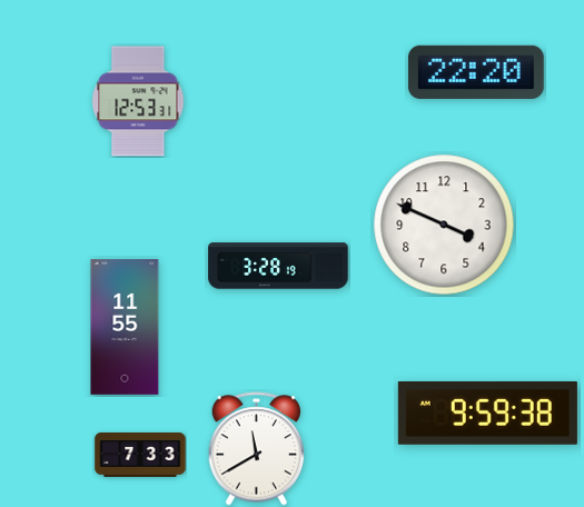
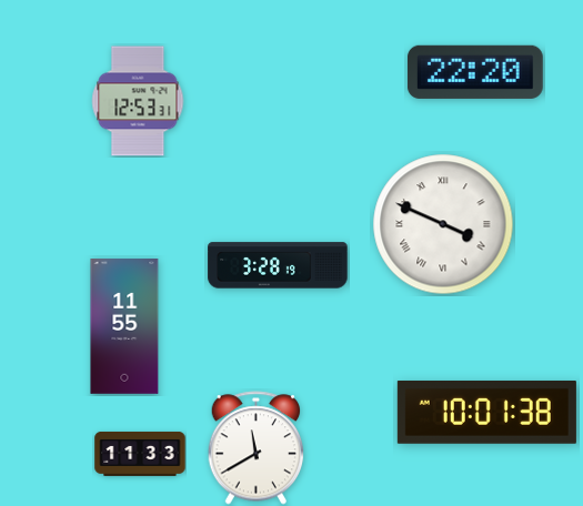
clock at (444, 225) numerals: Arabic -> Roman
clock at (487, 412): 9:59 -> 10:01
clock at (140, 455): 7:33 -> 11:33
